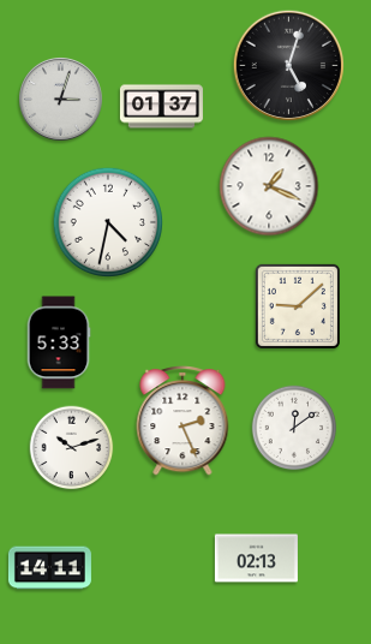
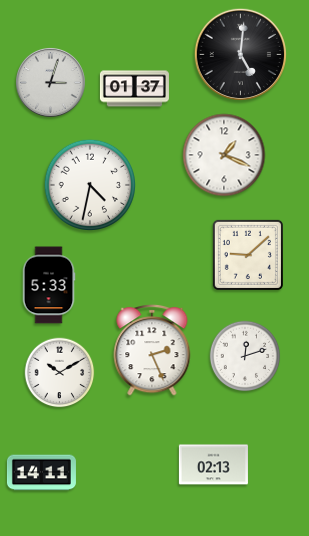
clock at (288, 65): 5:03 -> 5:01
clock at (294, 428): 12:09 -> 12:12
clock at (72, 448): 10:12 -> 10:10
